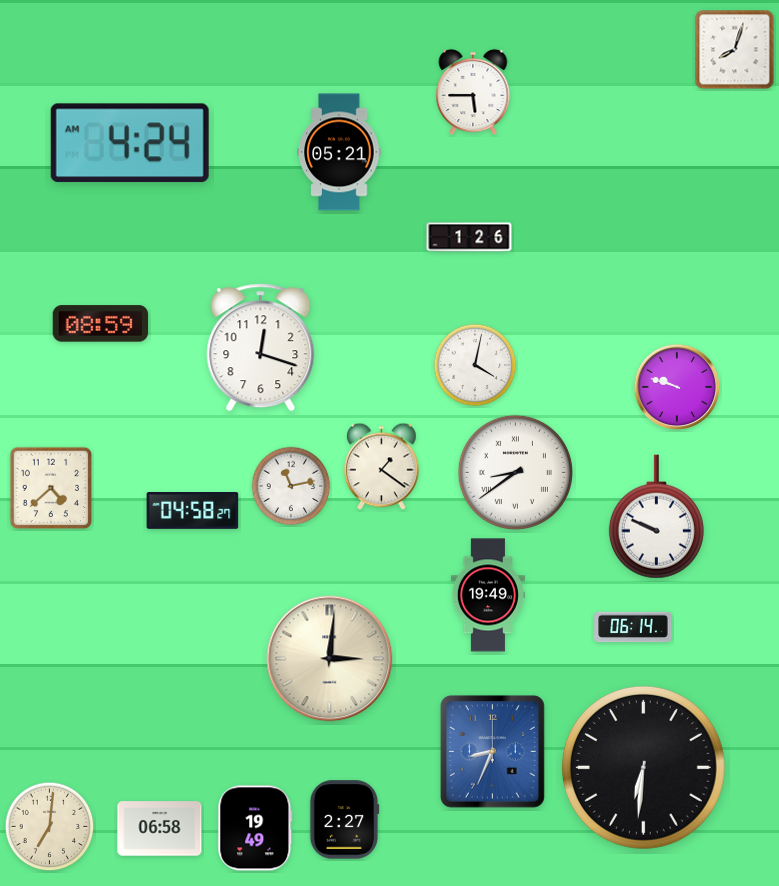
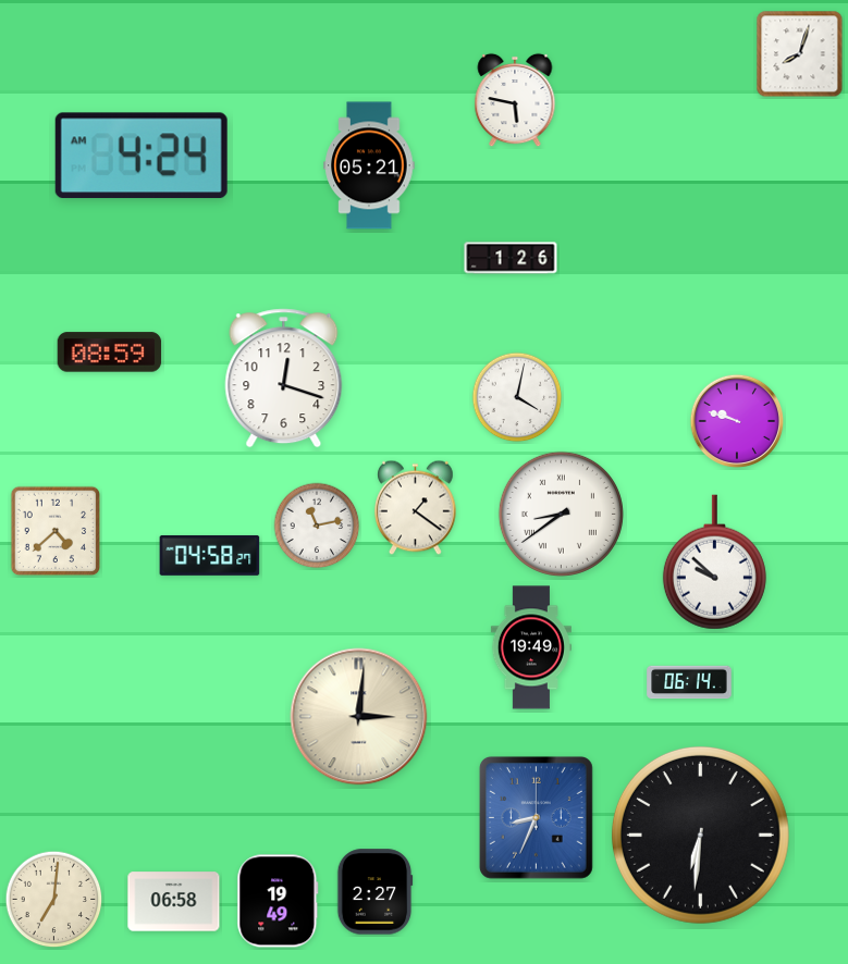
clock at (473, 92): 5:45 -> 5:47
clock at (291, 486) position: (291, 486) -> (317, 526)
clock at (656, 517): 9:49 -> 9:52
